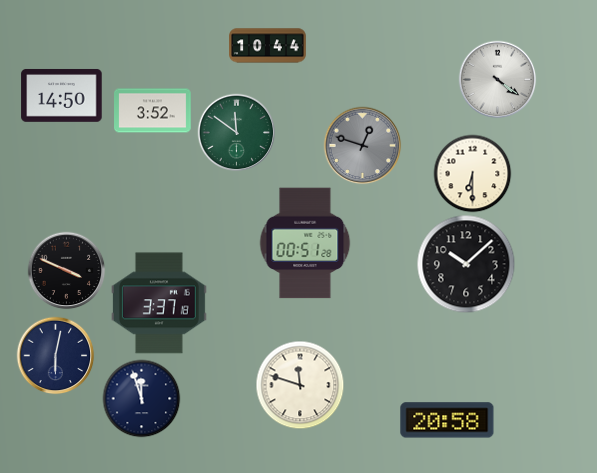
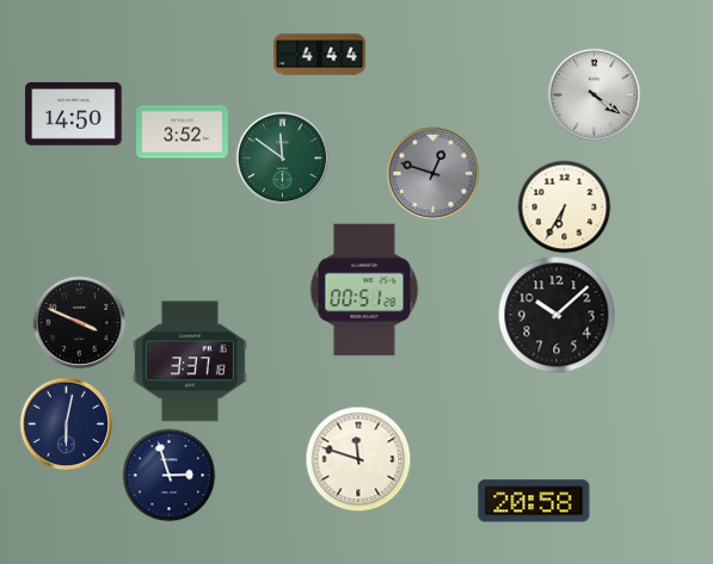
clock at (268, 46): 10:44 -> 4:44
clock at (472, 173): 6:30 -> 6:35
clock at (141, 398): 11:57 -> 2:57
